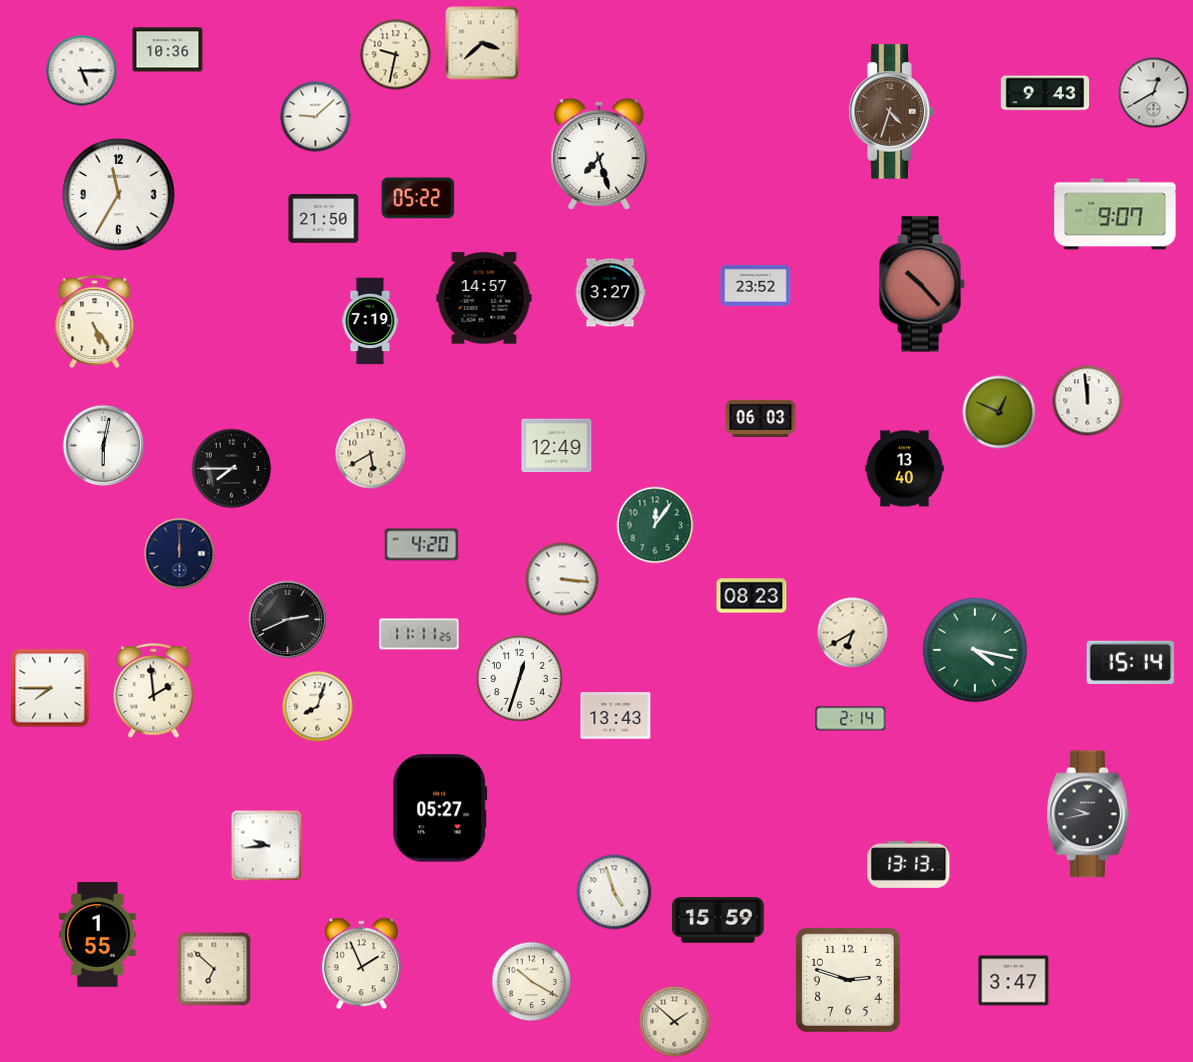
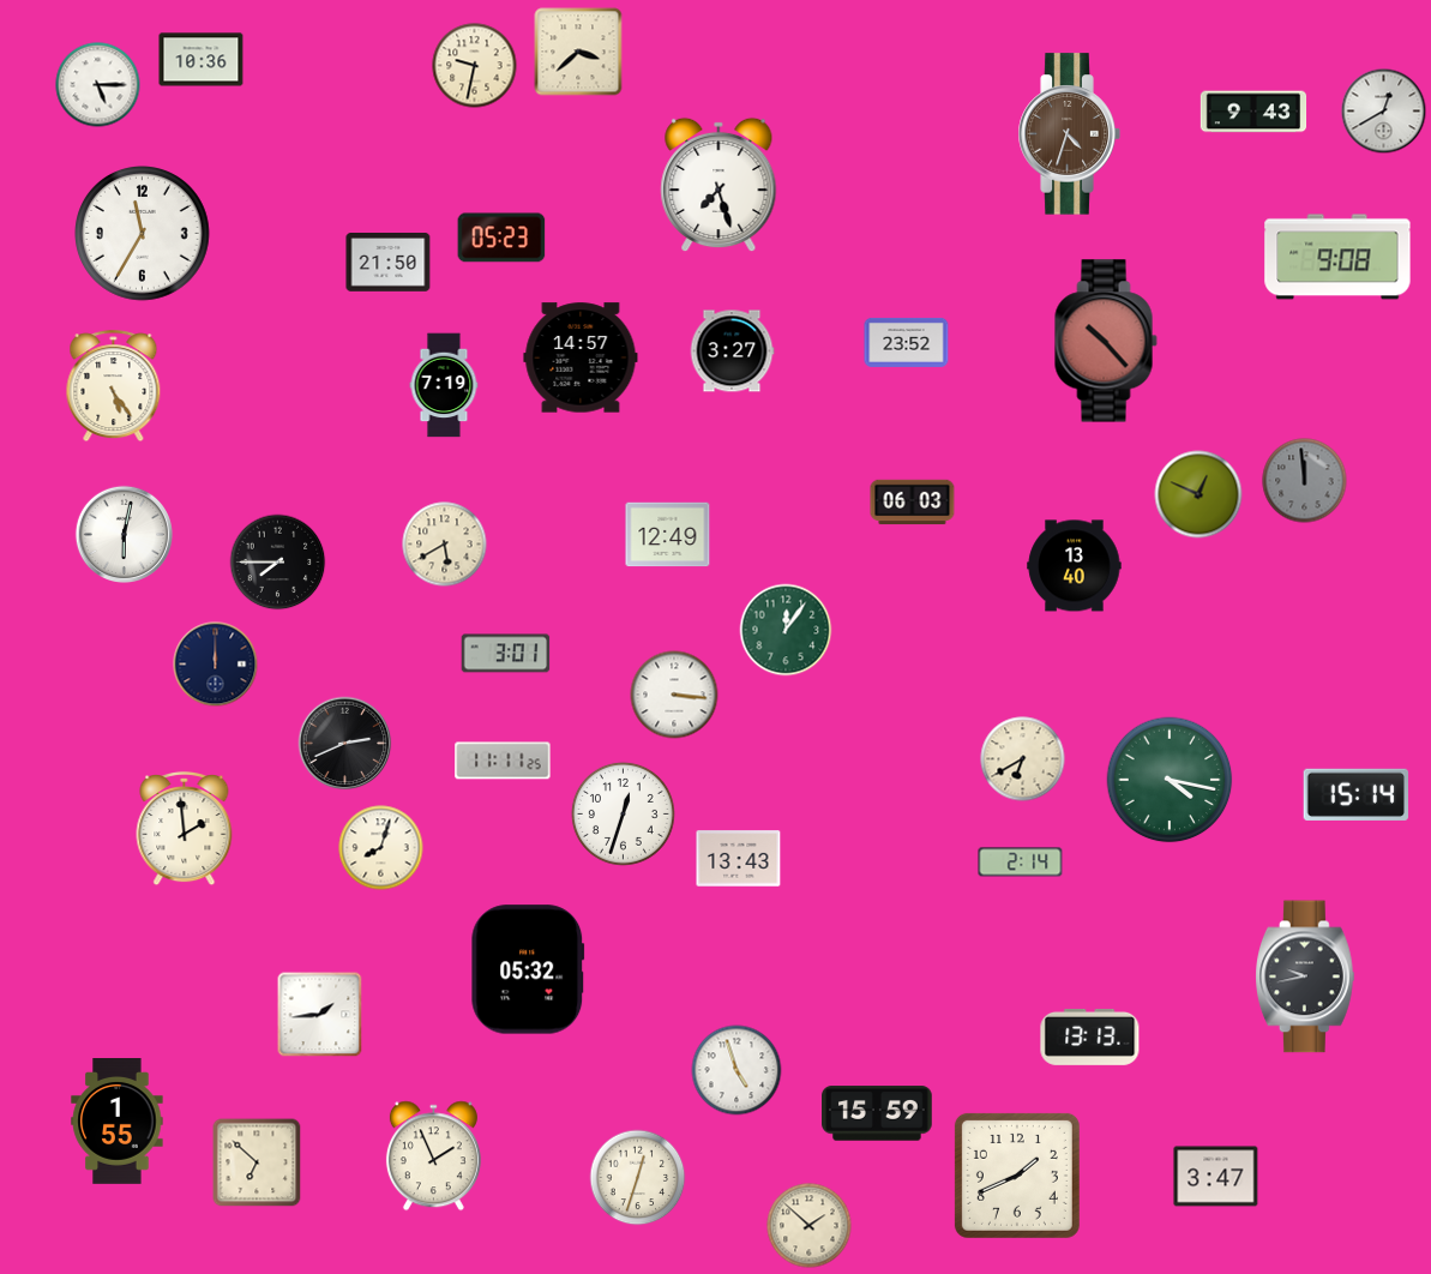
clock at (316, 117): 9:08 -> none
clock at (418, 198): 05:22 -> 05:23
clock at (1115, 214): 9:07 -> 9:08
clock at (1088, 401) dial: white -> grey
clock at (905, 469) position: (905, 469) -> (1075, 566)
clock at (422, 545): 4:20 -> 3:01
clock at (752, 596): 08:23 -> none
clock at (50, 688): 7:45 -> none
clock at (440, 808): 05:27 -> 05:32
clock at (267, 846): 9:44 -> 1:44
clock at (718, 920) position: (718, 920) -> (877, 1113)
clock at (848, 980): 2:48 -> 1:41
clock at (532, 982): 10:20 -> 12:33
